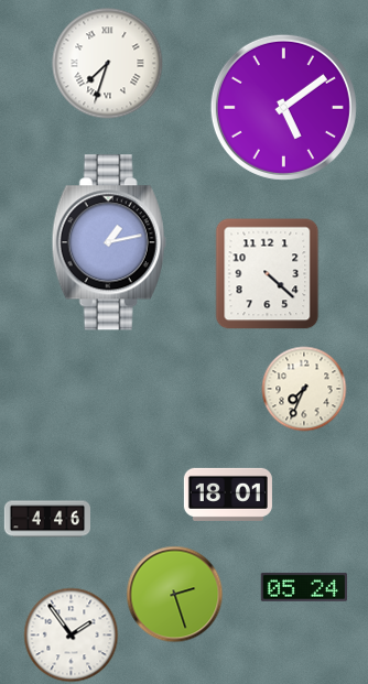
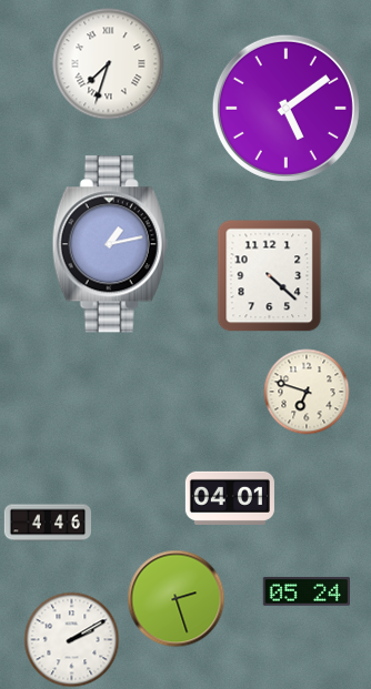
clock at (304, 389): 7:34 -> 6:48
clock at (228, 495): 18:01 -> 04:01
clock at (72, 636): 1:54 -> 2:10
